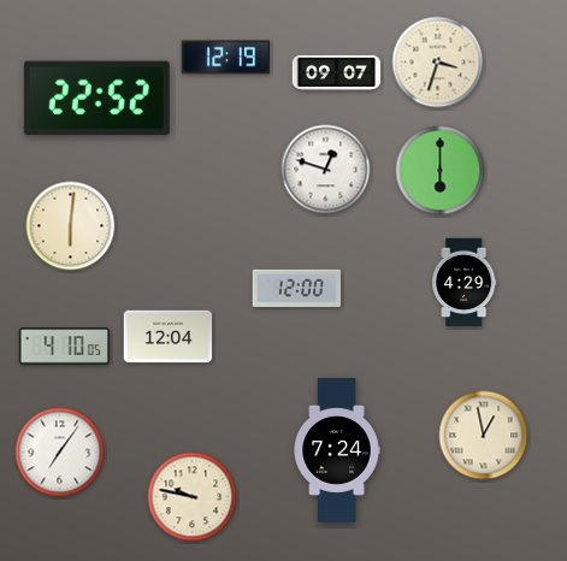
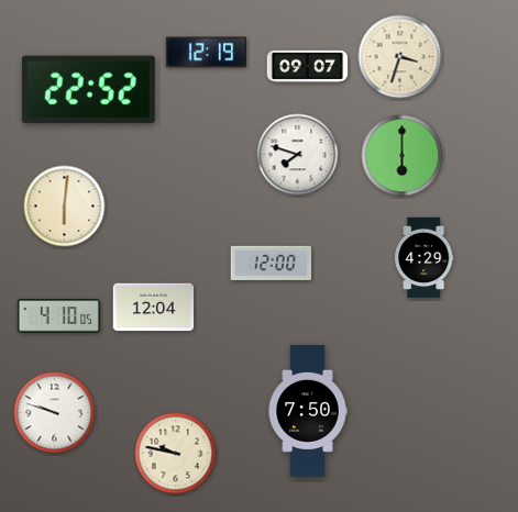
clock at (326, 170): 12:48 -> 7:48
clock at (484, 436): 12:58 -> none
clock at (337, 450): 7:24 -> 7:50
clock at (60, 453): 7:06 -> 9:48
